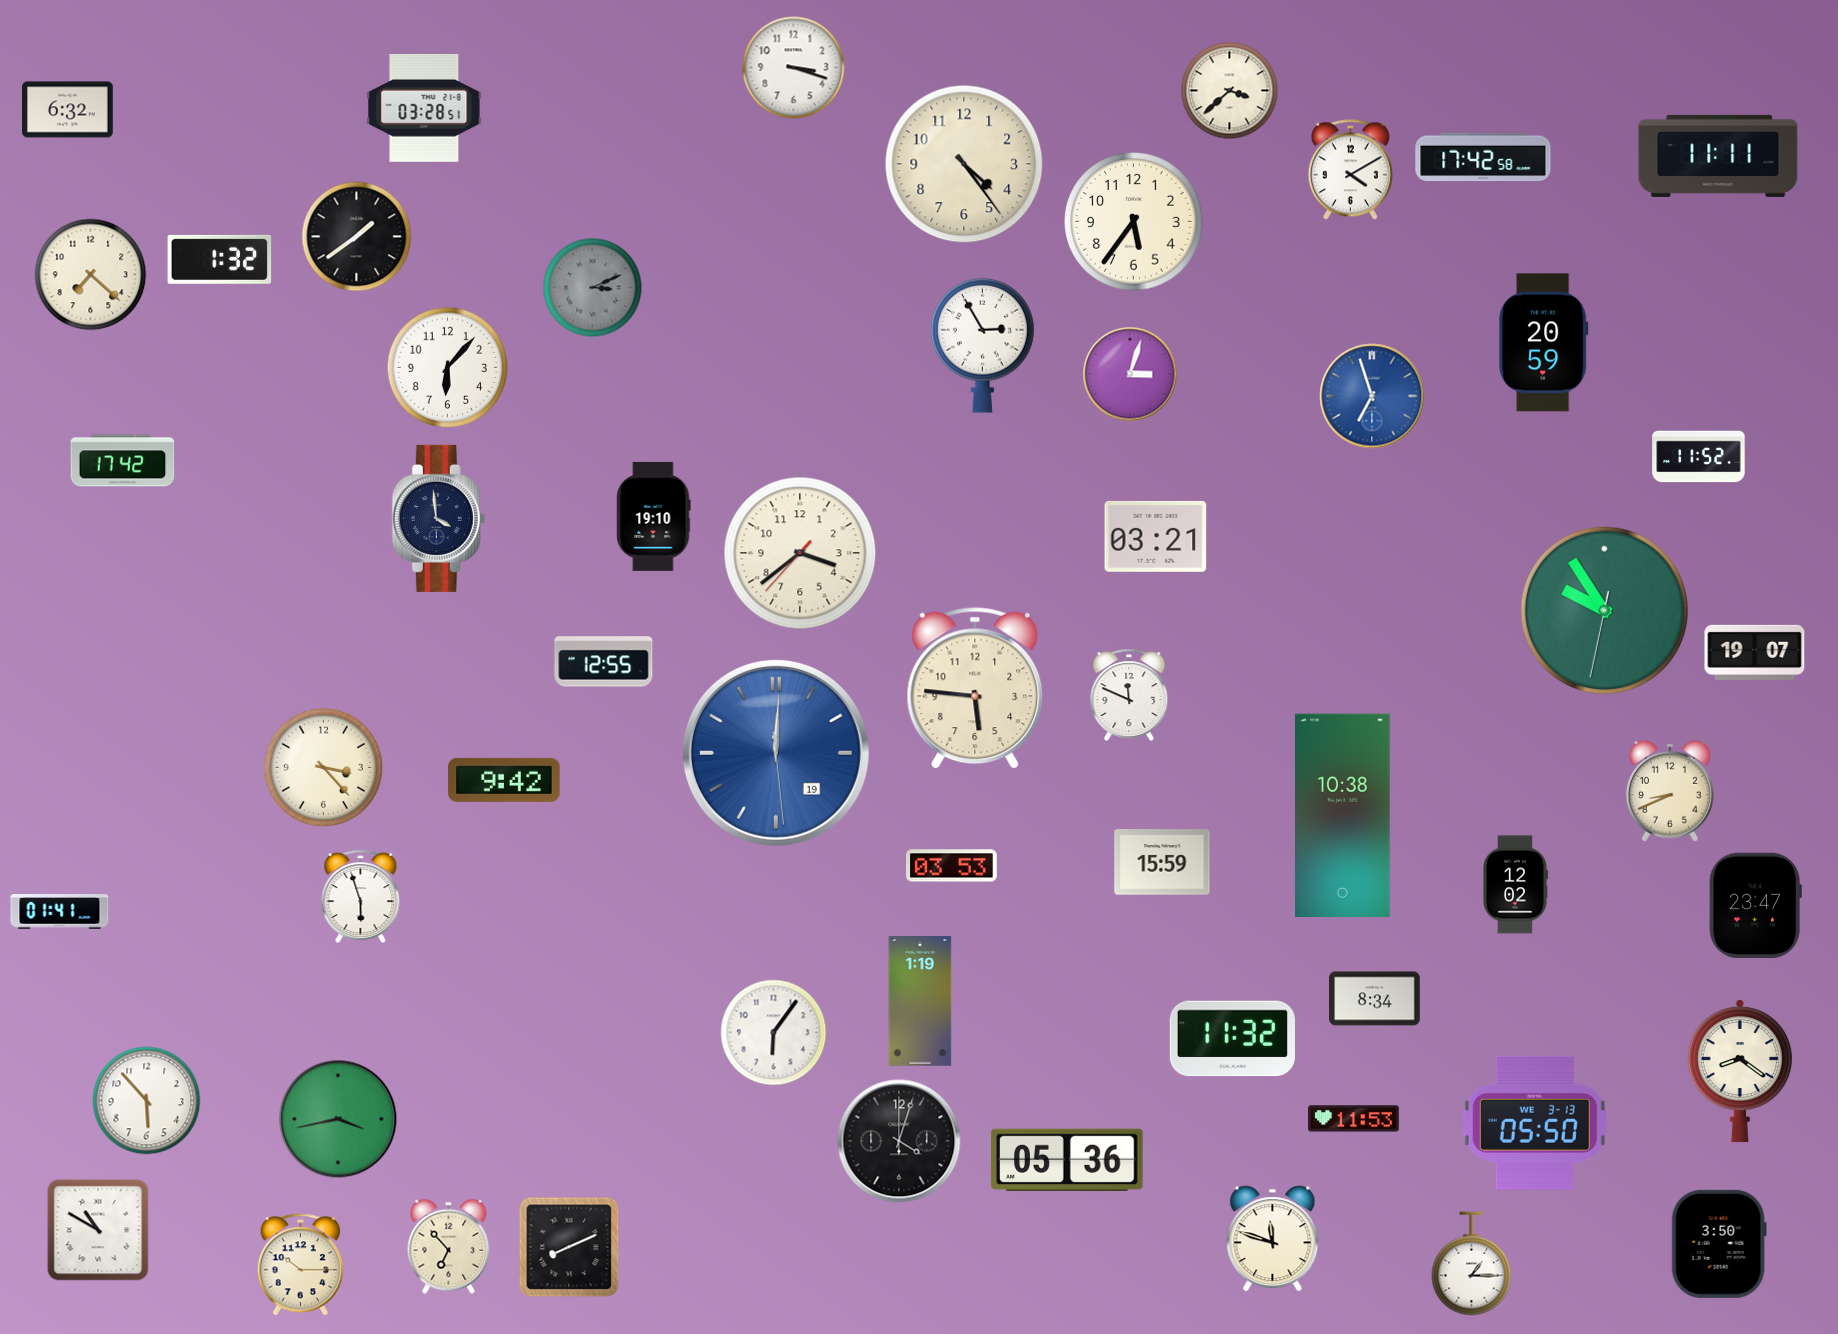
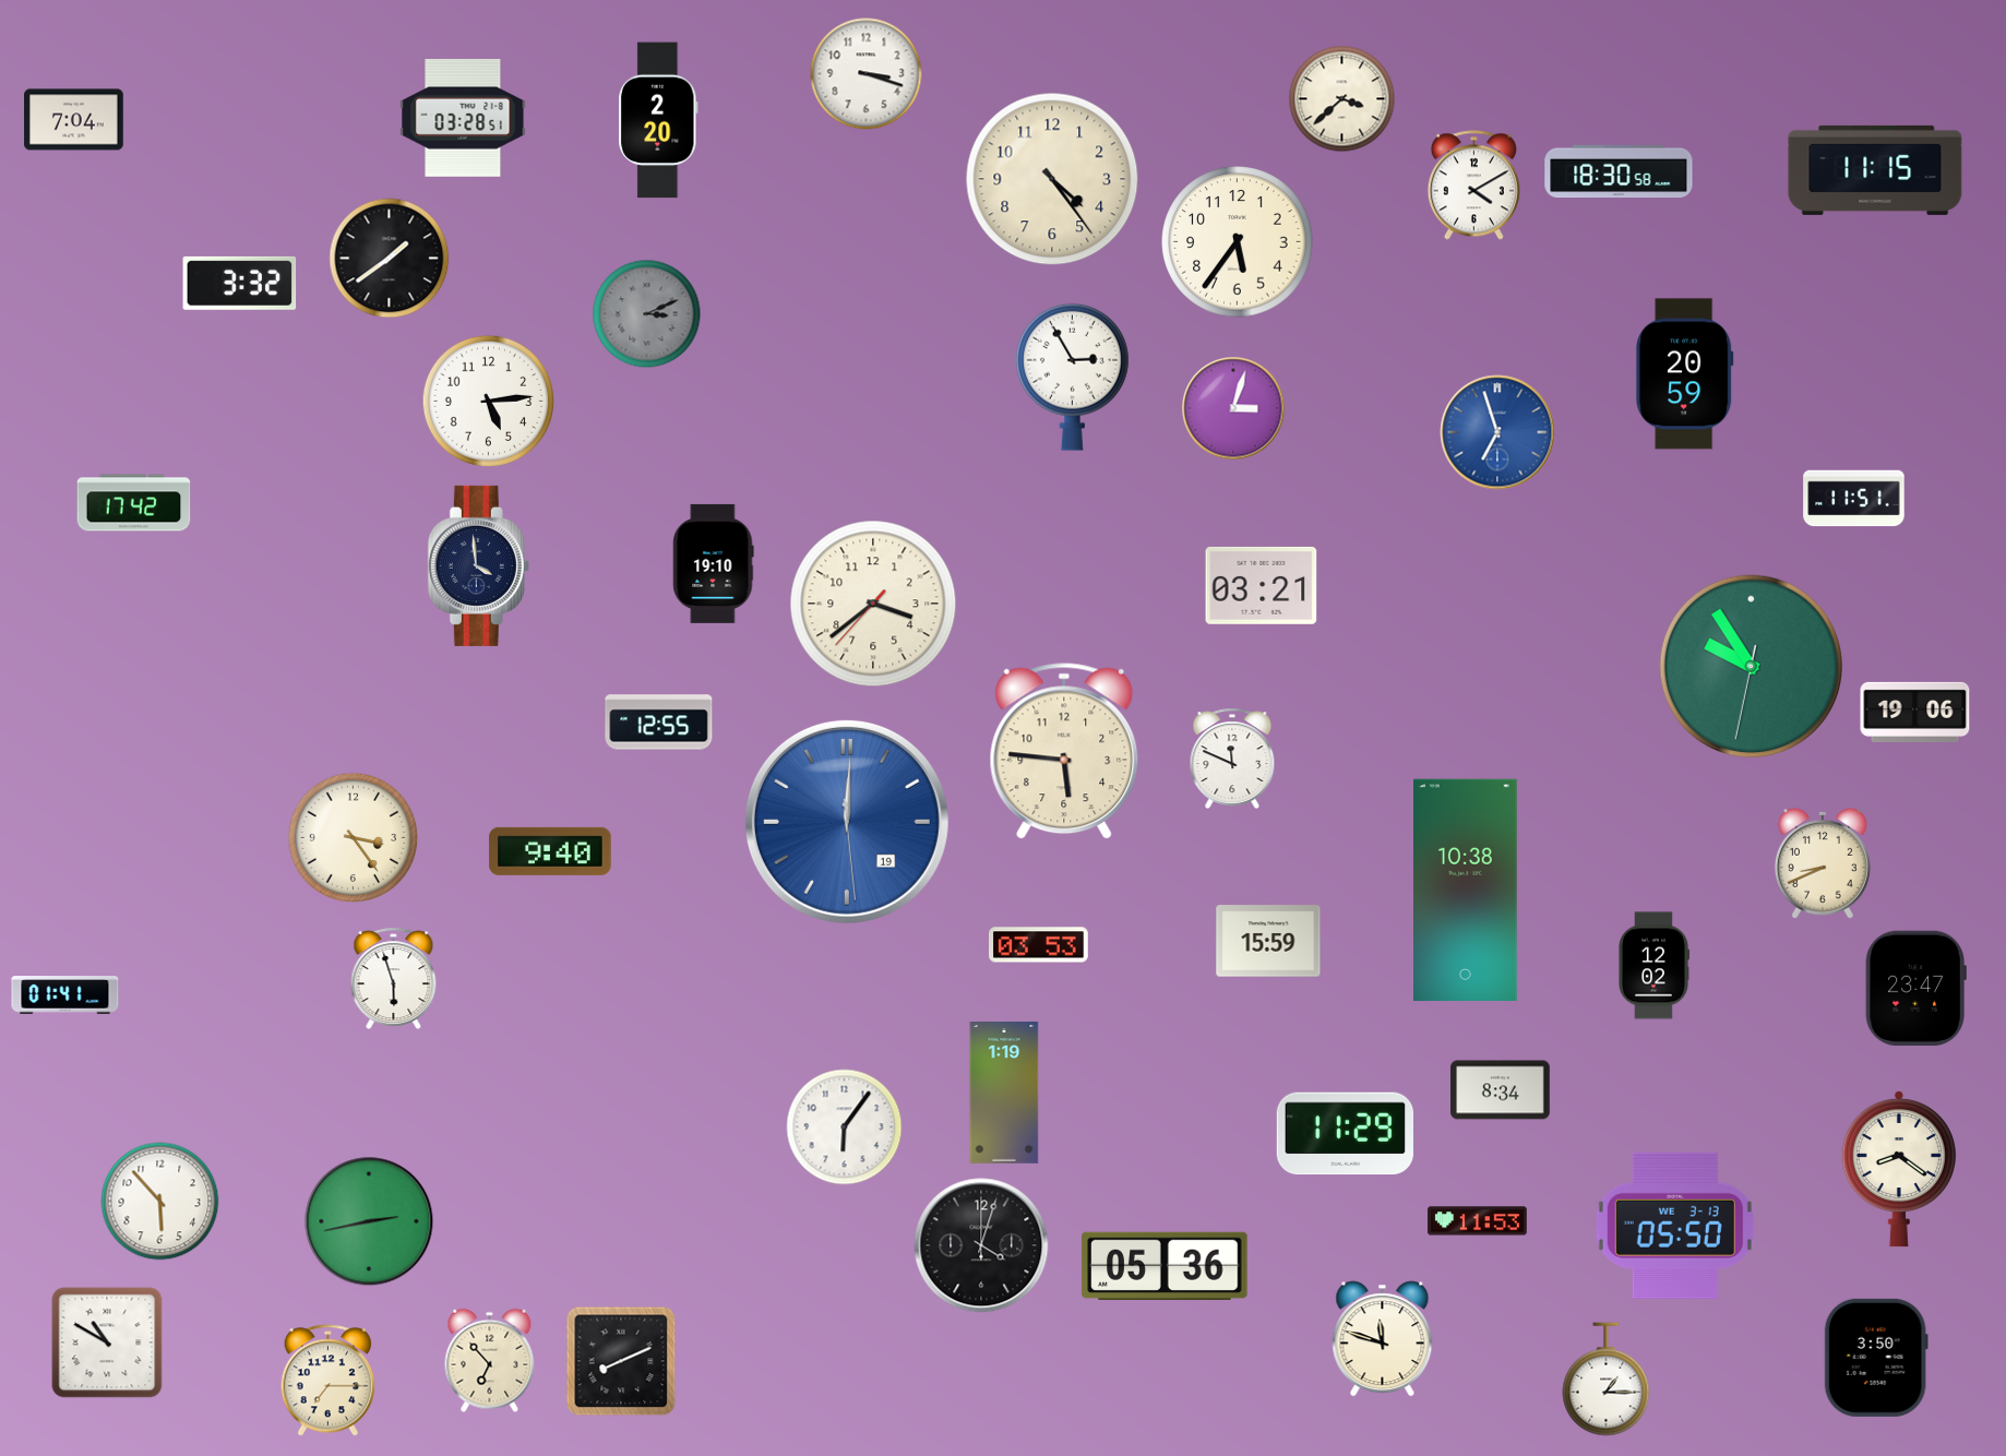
clock at (68, 110): 6:32 -> 7:04
clock at (659, 120): none -> 2:20
clock at (1718, 156): 11:11 -> 11:15
clock at (1483, 157): 17:42 -> 18:30
clock at (220, 259): 1:32 -> 3:32
clock at (91, 275): 7:22 -> none
clock at (447, 367): 6:07 -> 5:14
clock at (1699, 457): 11:52 -> 11:51
clock at (1755, 652): 19:07 -> 19:06
clock at (324, 768): 3:23 -> 3:24
clock at (504, 780): 9:42 -> 9:40
clock at (1232, 1039): 11:32 -> 11:29
clock at (338, 1119): 3:43 -> 2:43
clock at (1273, 1239) position: (1273, 1239) -> (1383, 1339)
clock at (301, 1265): 10:15 -> 7:15
